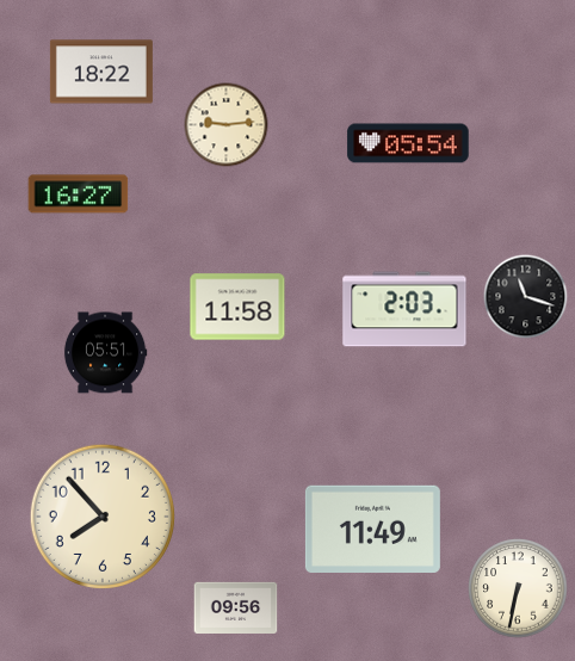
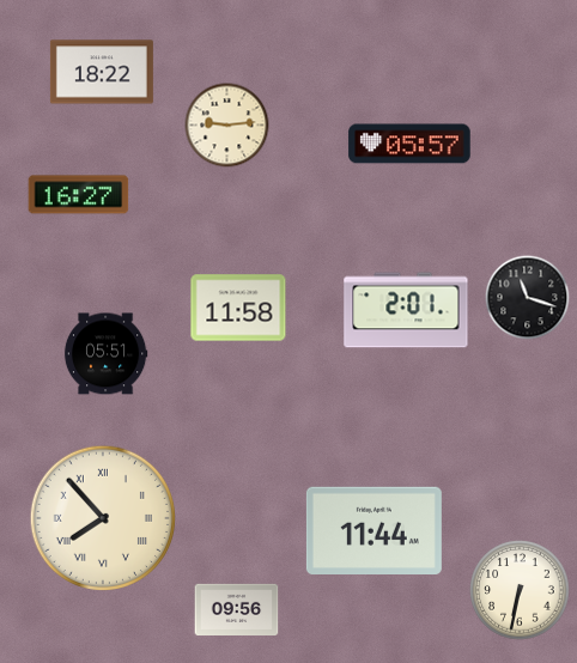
clock at (408, 143): 05:54 -> 05:57
clock at (404, 309): 2:03 -> 2:01
clock at (101, 515) numerals: Arabic -> Roman
clock at (372, 529): 11:49 -> 11:44
